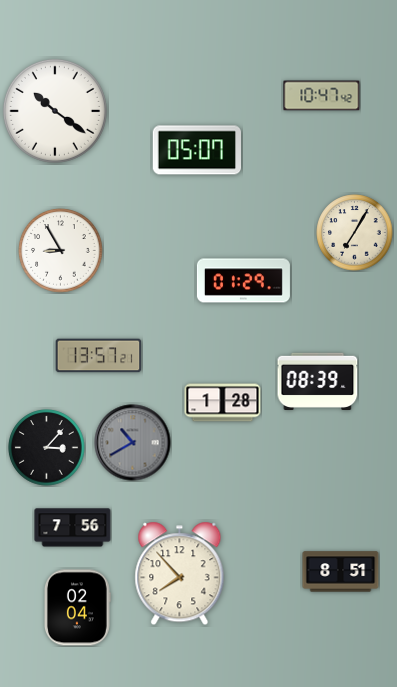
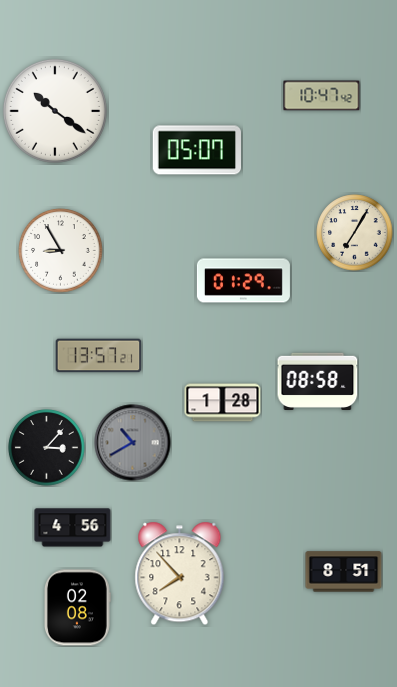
clock at (318, 381): 08:39 -> 08:58
clock at (73, 528): 7:56 -> 4:56
clock at (341, 572) position: (341, 572) -> (344, 572)
clock at (77, 608): 02:04 -> 02:08
